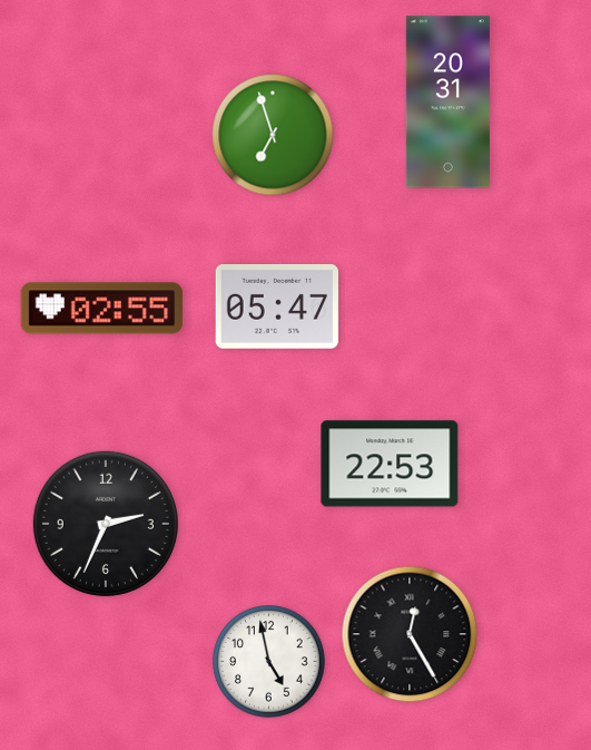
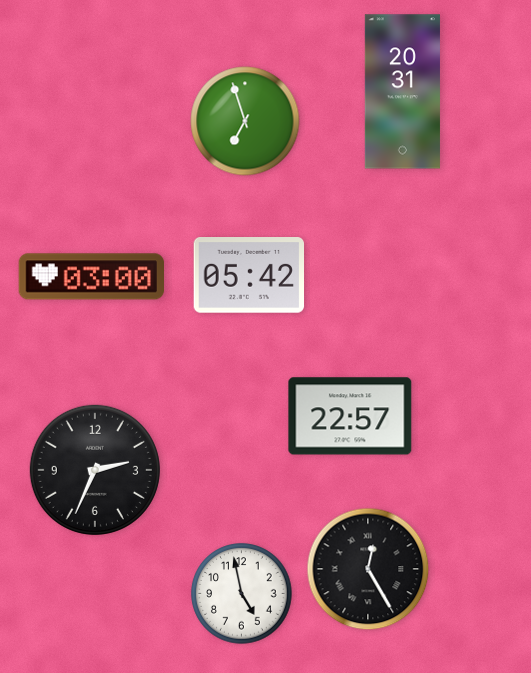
clock at (277, 308): 05:47 -> 05:42
clock at (101, 309): 02:55 -> 03:00
clock at (390, 464): 22:53 -> 22:57
